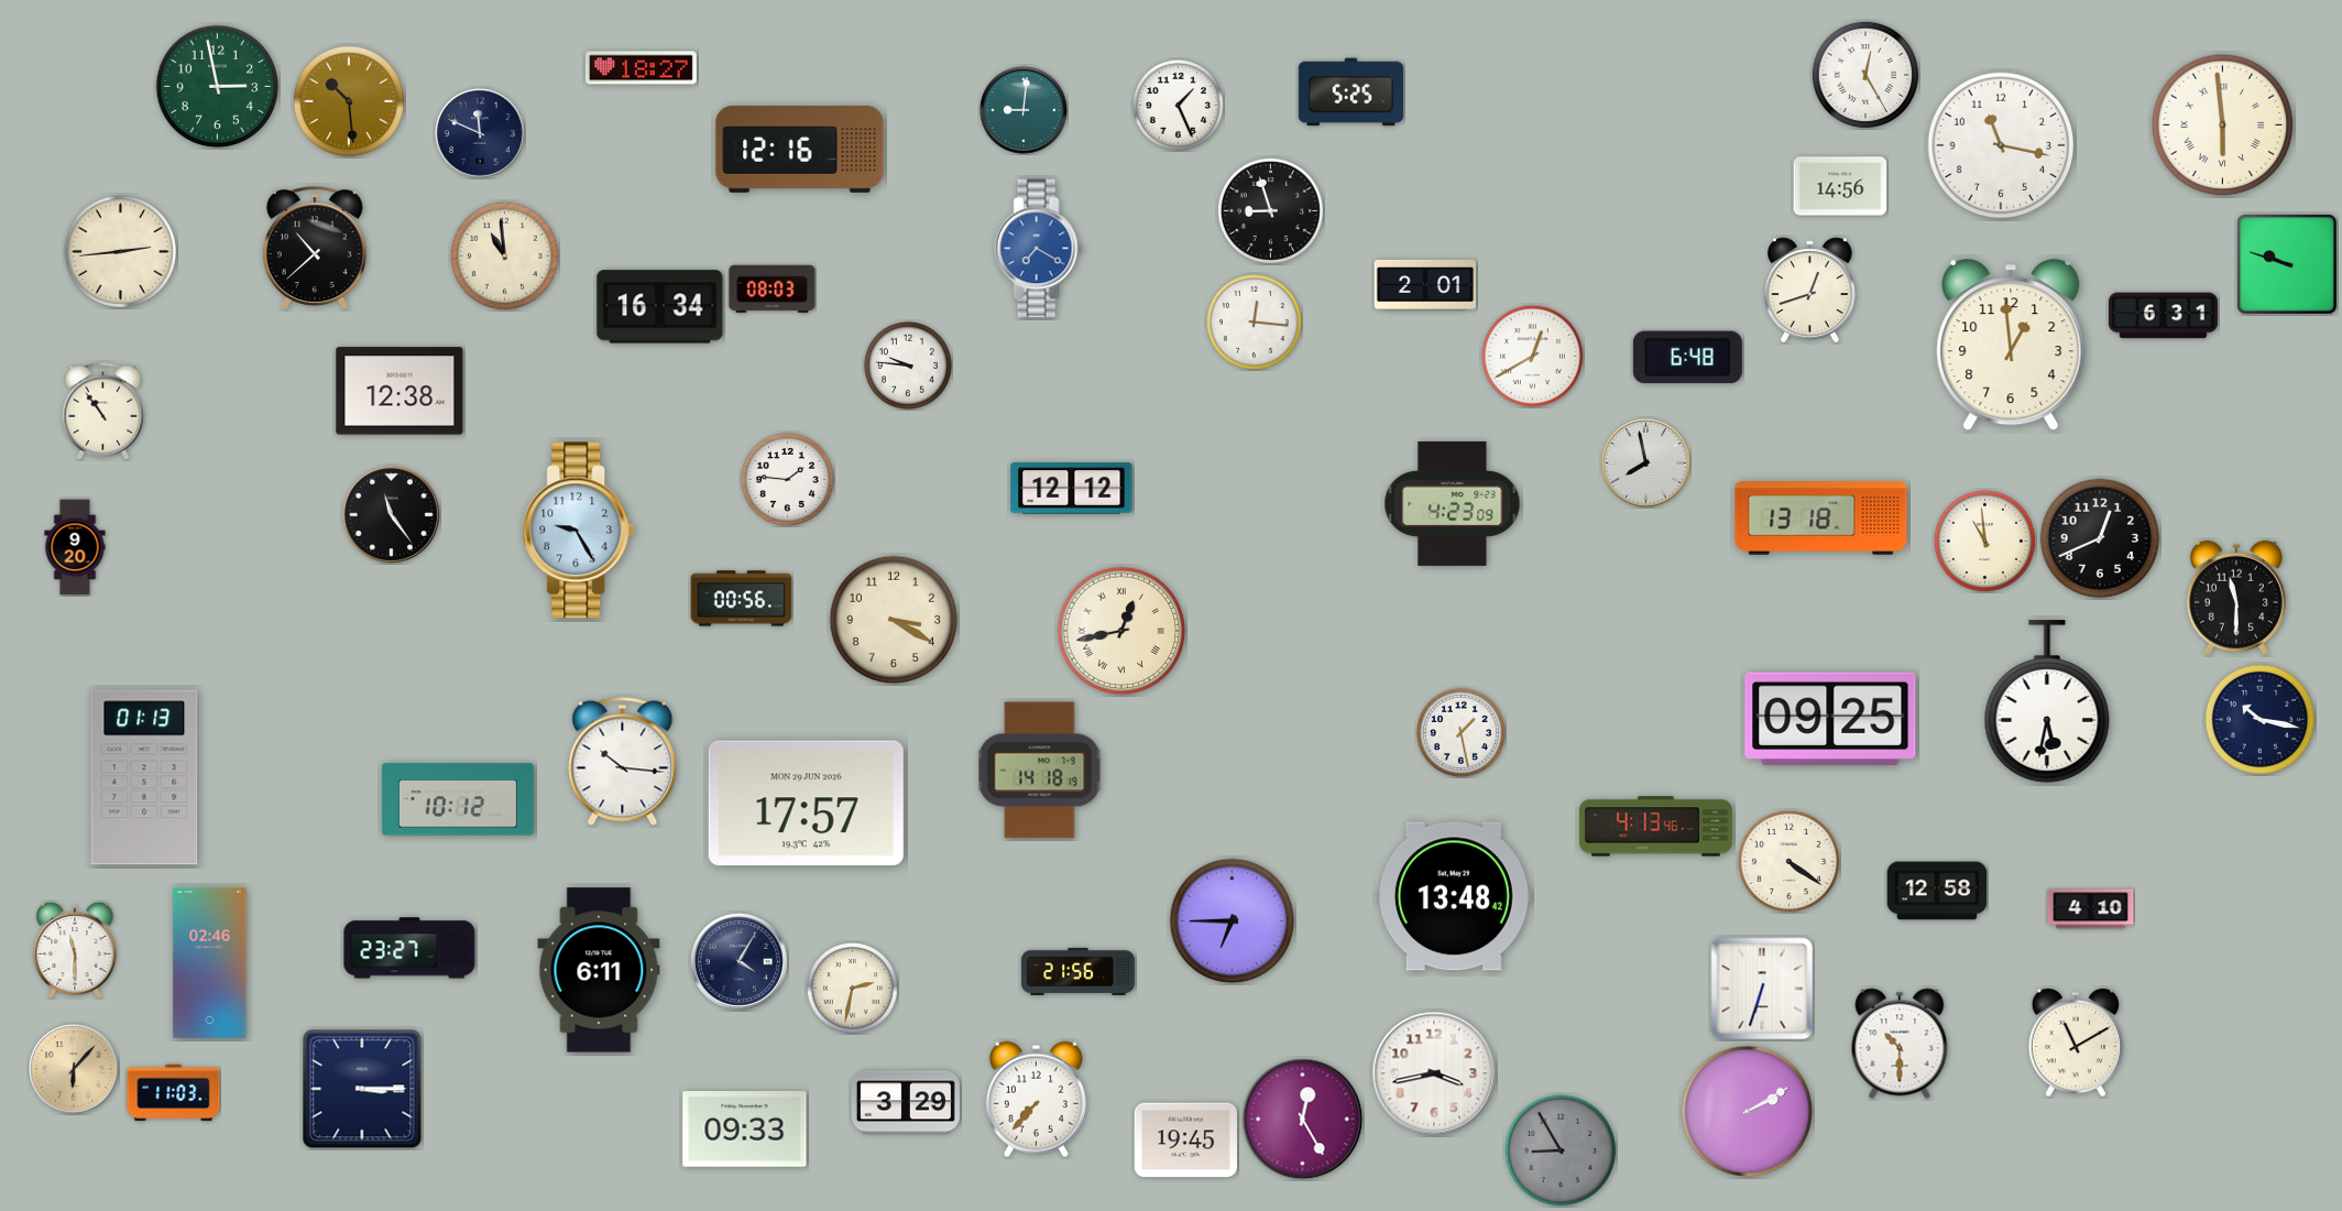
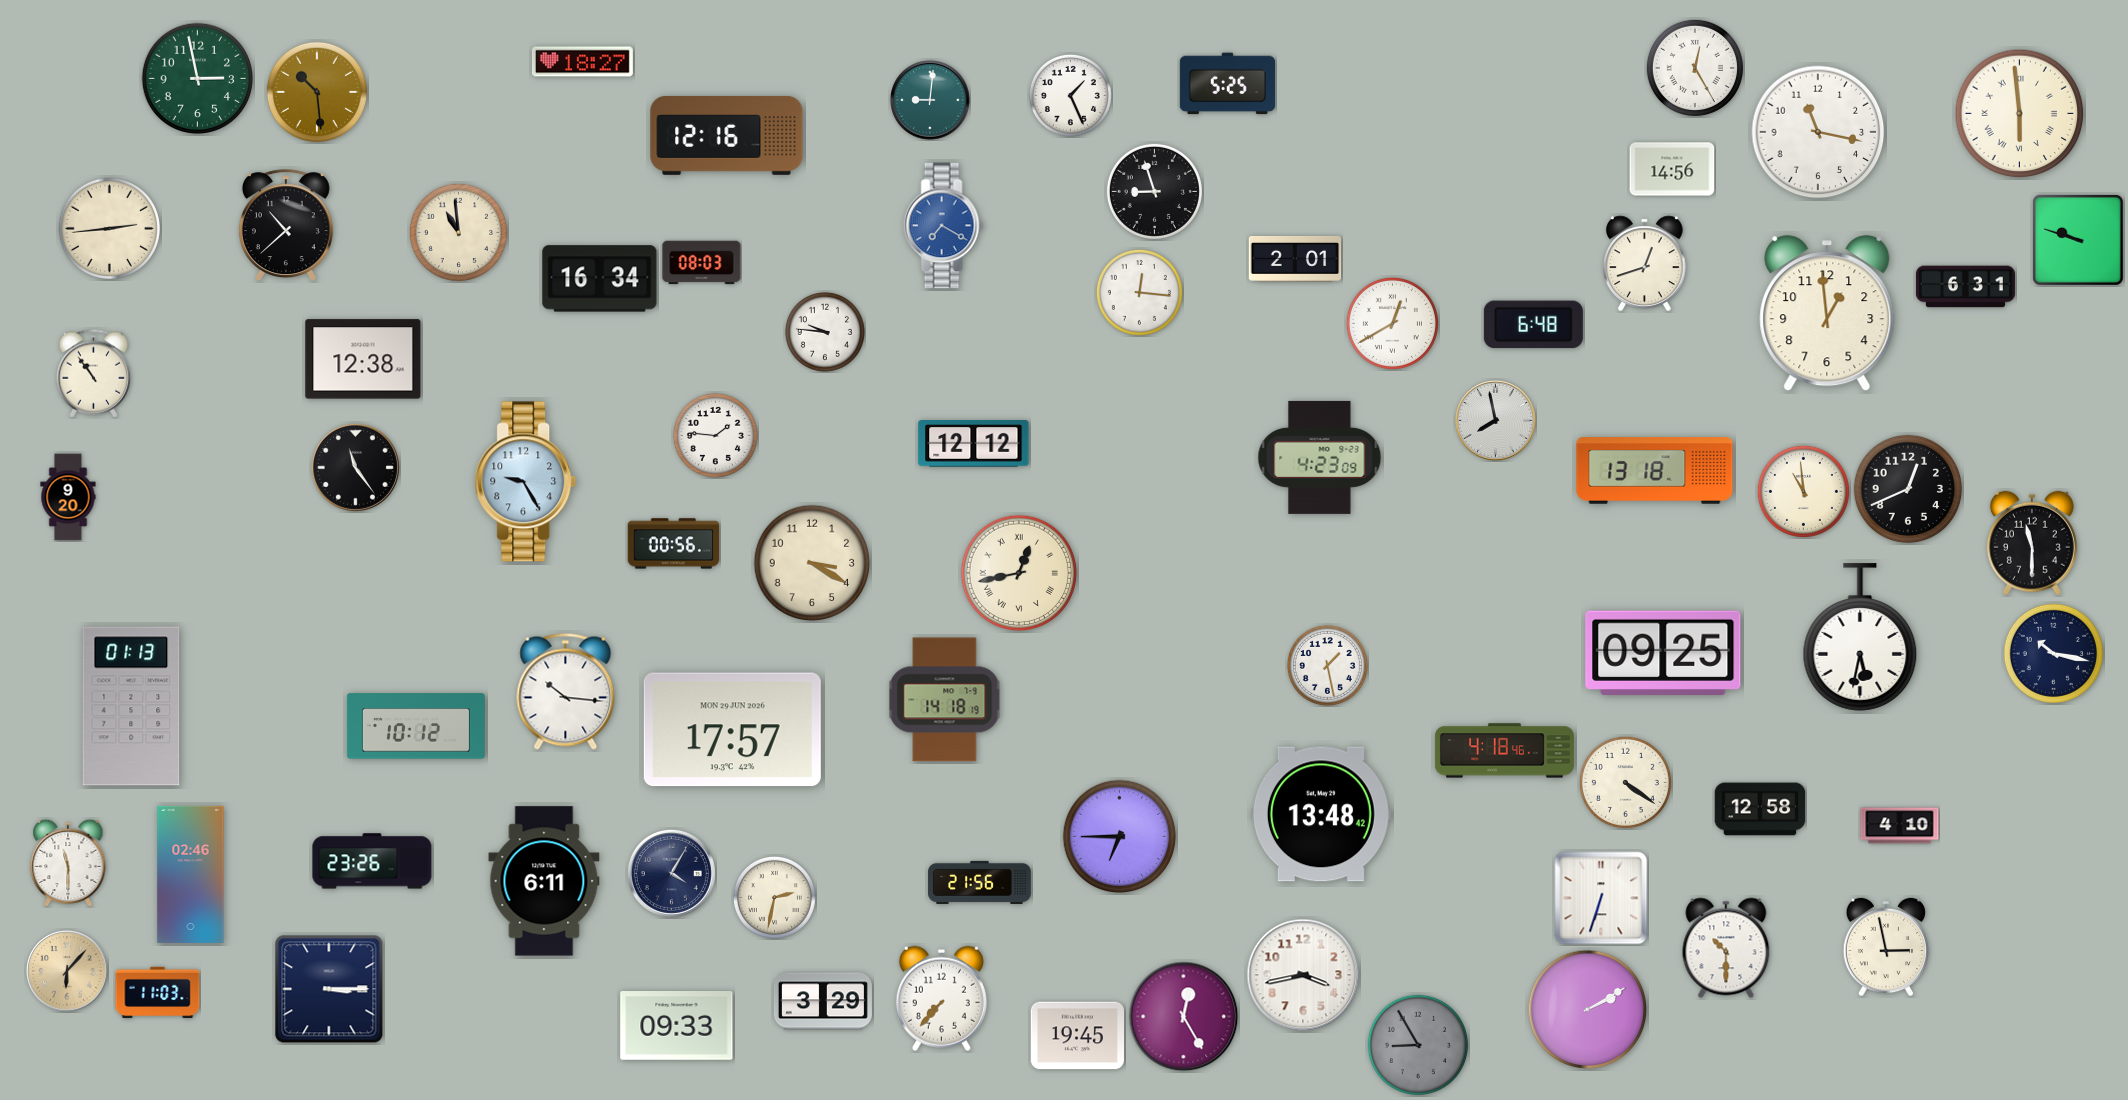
clock at (480, 133): 11:49 -> none
clock at (400, 391) position: (400, 391) -> (363, 359)
clock at (1655, 827): 4:13 -> 4:18
clock at (409, 948): 23:27 -> 23:26
clock at (2075, 1043): 11:10 -> 2:58
